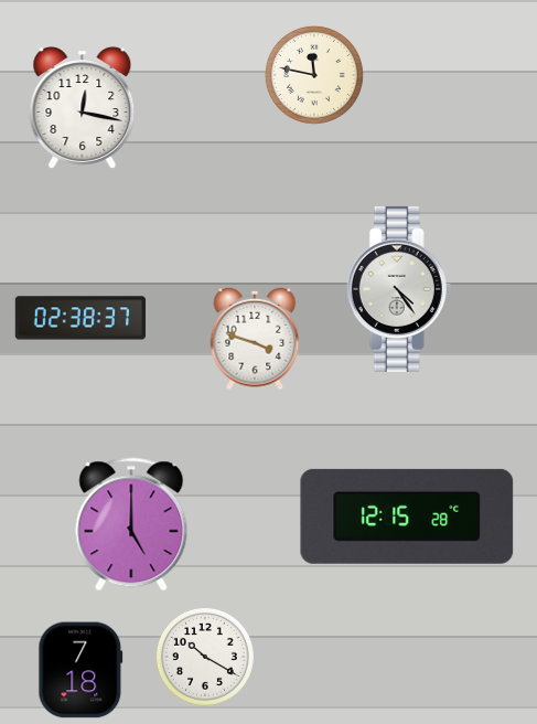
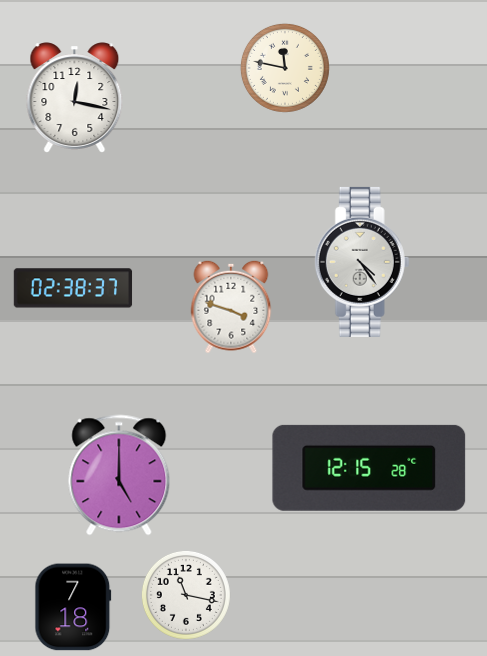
clock at (205, 657): 10:20 -> 11:17
